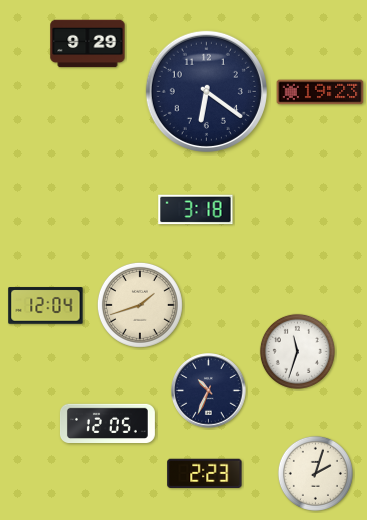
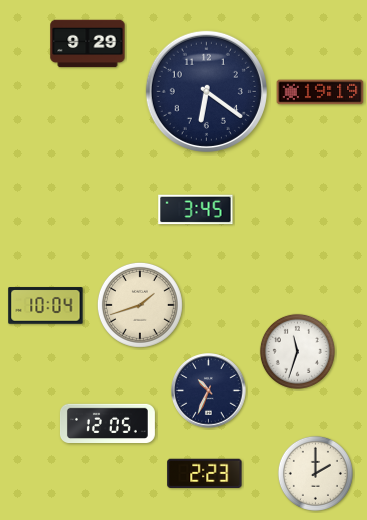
clock at (320, 92): 19:23 -> 19:19
clock at (196, 210): 3:18 -> 3:45
clock at (46, 306): 12:04 -> 10:04
clock at (315, 473): 2:03 -> 2:00
